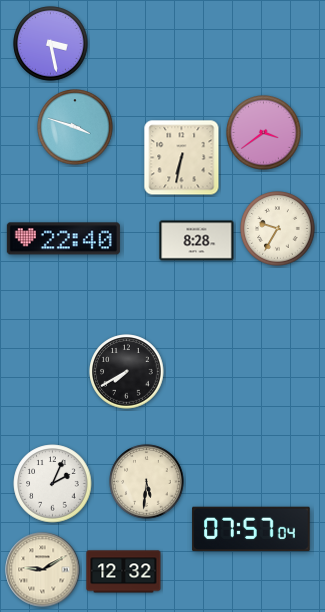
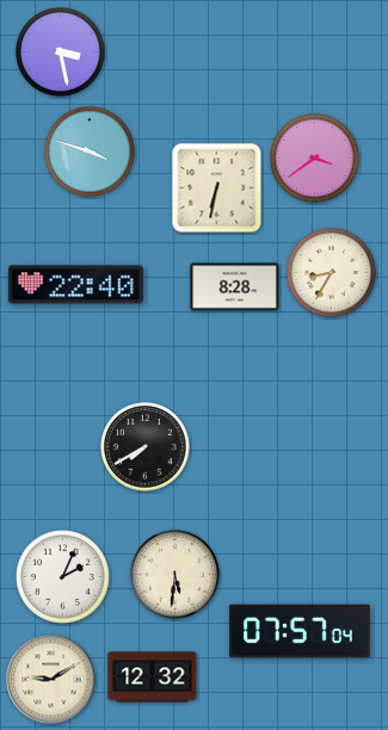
clock at (278, 229): 9:35 -> 8:35
clock at (127, 372) position: (127, 372) -> (146, 447)
clock at (124, 572) position: (124, 572) -> (153, 678)
